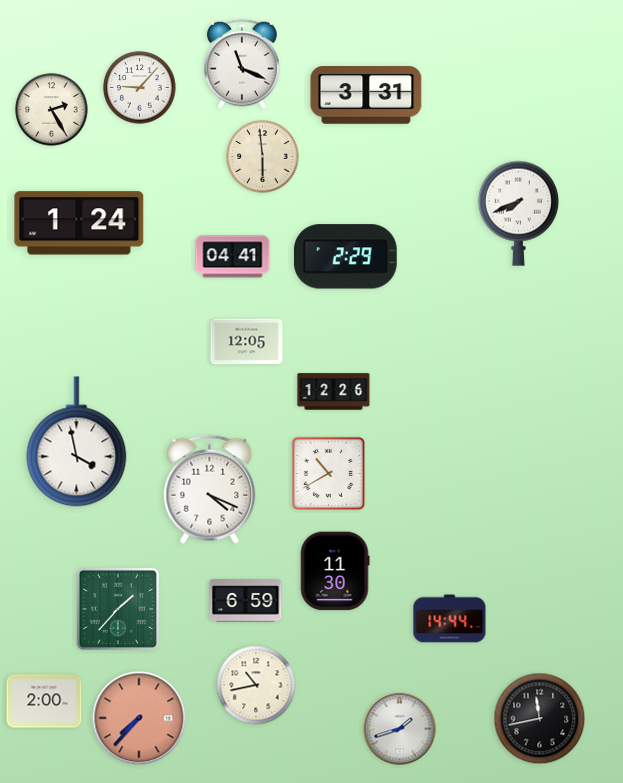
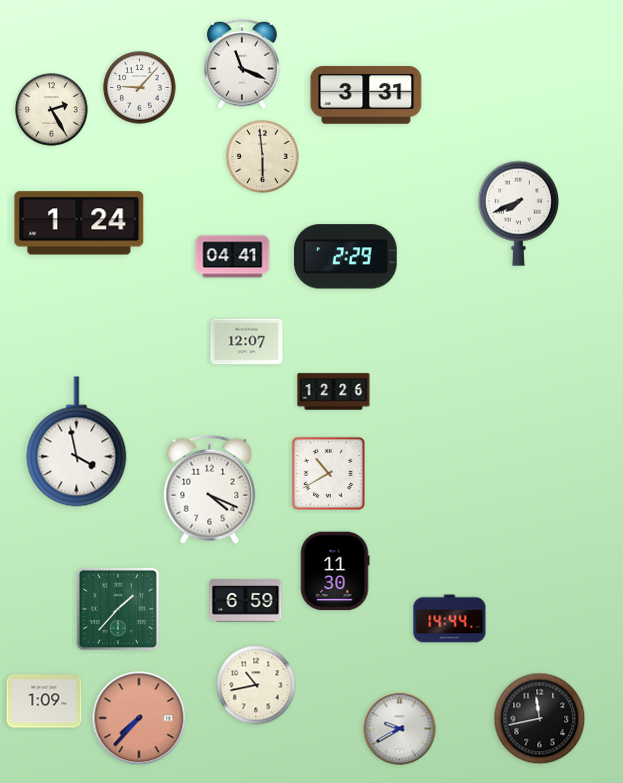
clock at (247, 342): 12:05 -> 12:07
clock at (44, 701): 2:00 -> 1:09
clock at (400, 729): 1:42 -> 9:40
